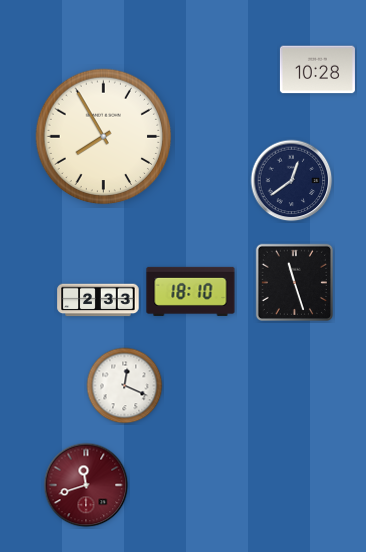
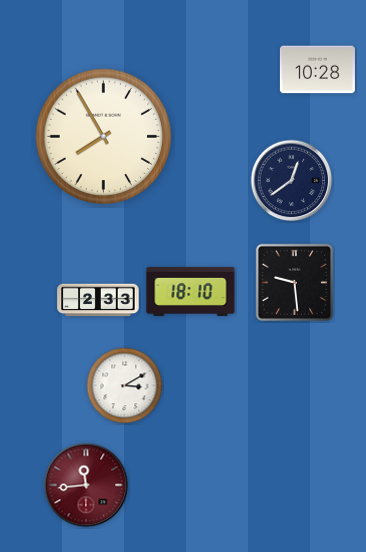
clock at (294, 282): 11:27 -> 9:29
clock at (125, 386): 12:19 -> 3:10
clock at (86, 485): 11:42 -> 11:44
